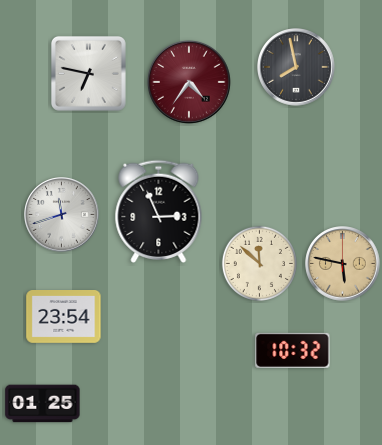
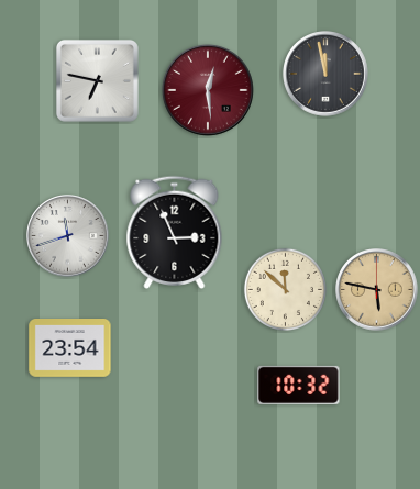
clock at (296, 68): 7:58 -> 11:58
clock at (189, 82): 4:36 -> 12:29
clock at (293, 350) position: (293, 350) -> (299, 385)
clock at (43, 404): 01:25 -> none
